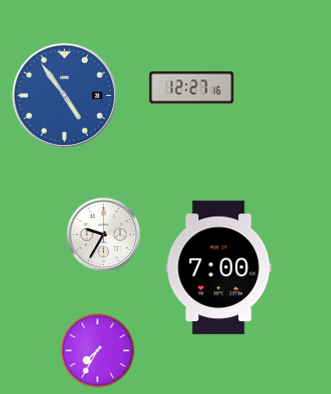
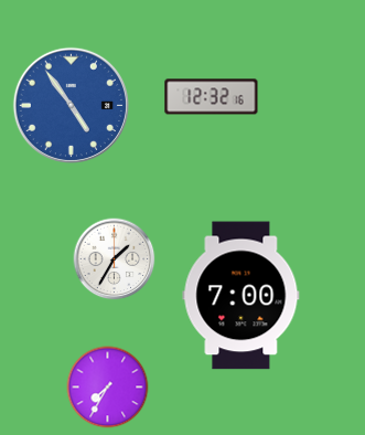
clock at (192, 88): 12:27 -> 12:32
clock at (104, 235): 9:35 -> 1:35
